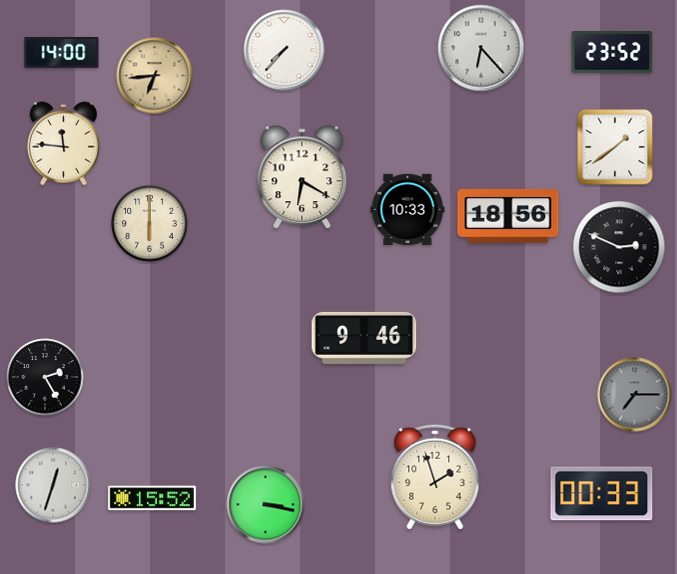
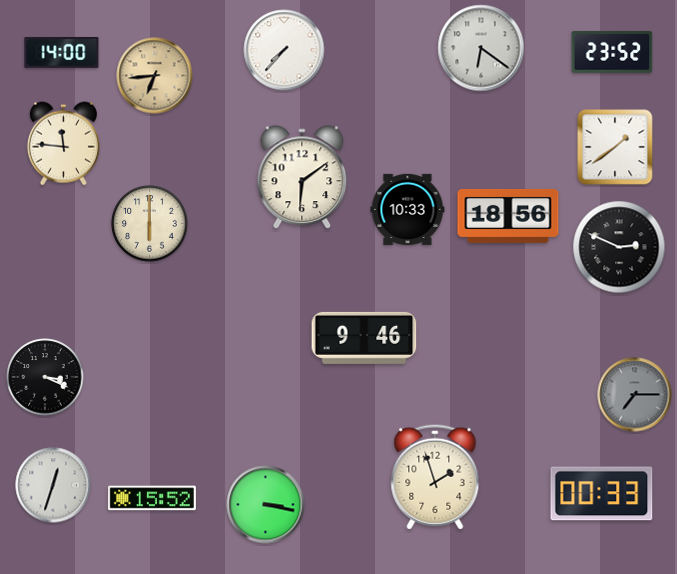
clock at (481, 48): 6:23 -> 6:21
clock at (302, 178): 6:20 -> 6:09
clock at (45, 377): 2:25 -> 3:19
